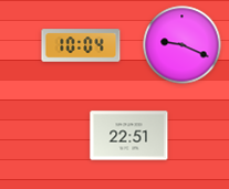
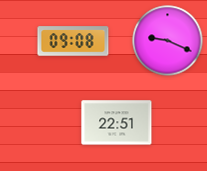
clock at (81, 45): 10:04 -> 09:08
clock at (183, 45) position: (183, 45) -> (168, 41)
